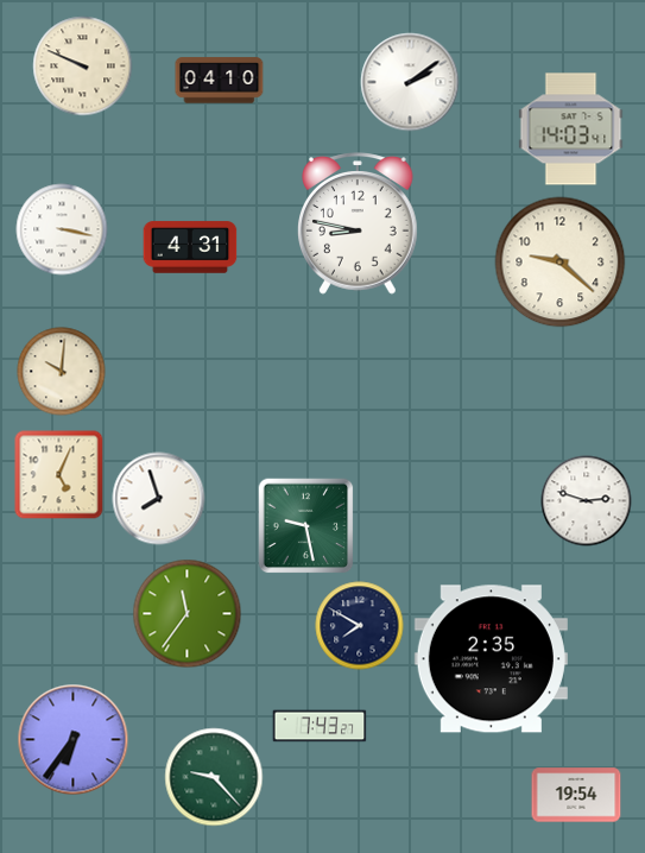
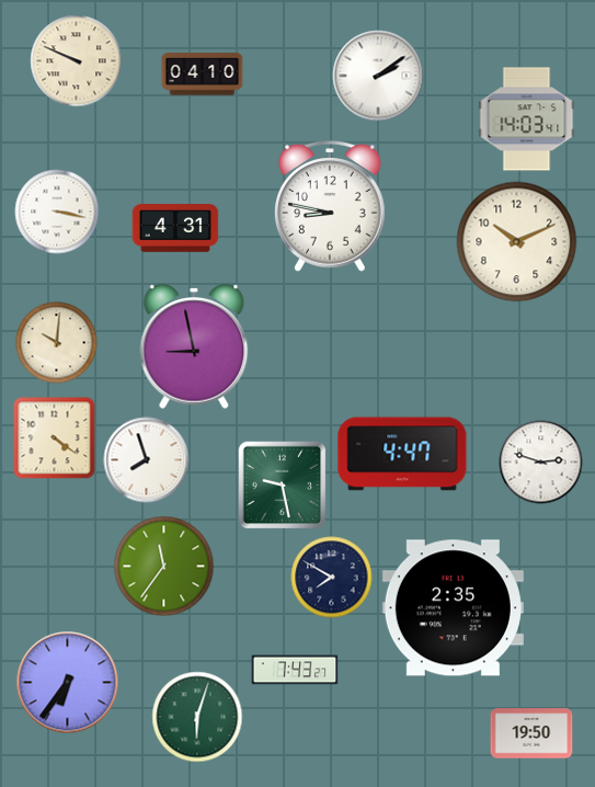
clock at (561, 263): 9:22 -> 10:11
clock at (194, 347): none -> 8:58
clock at (59, 475): 5:04 -> 4:21
clock at (402, 454): none -> 4:47
clock at (188, 614) position: (188, 614) -> (164, 567)
clock at (214, 777): 9:23 -> 6:03
clock at (576, 795): 19:54 -> 19:50
